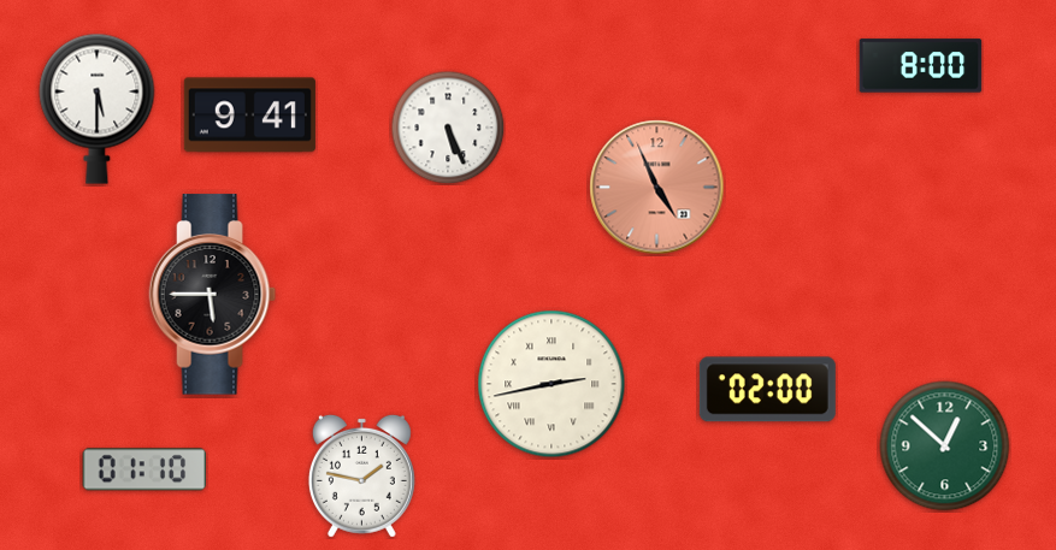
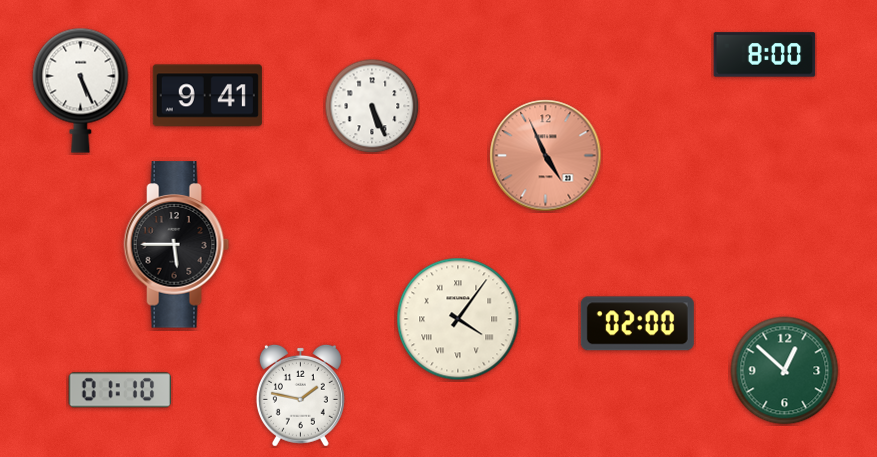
clock at (98, 108): 5:30 -> 5:26
clock at (551, 384): 2:43 -> 4:06
